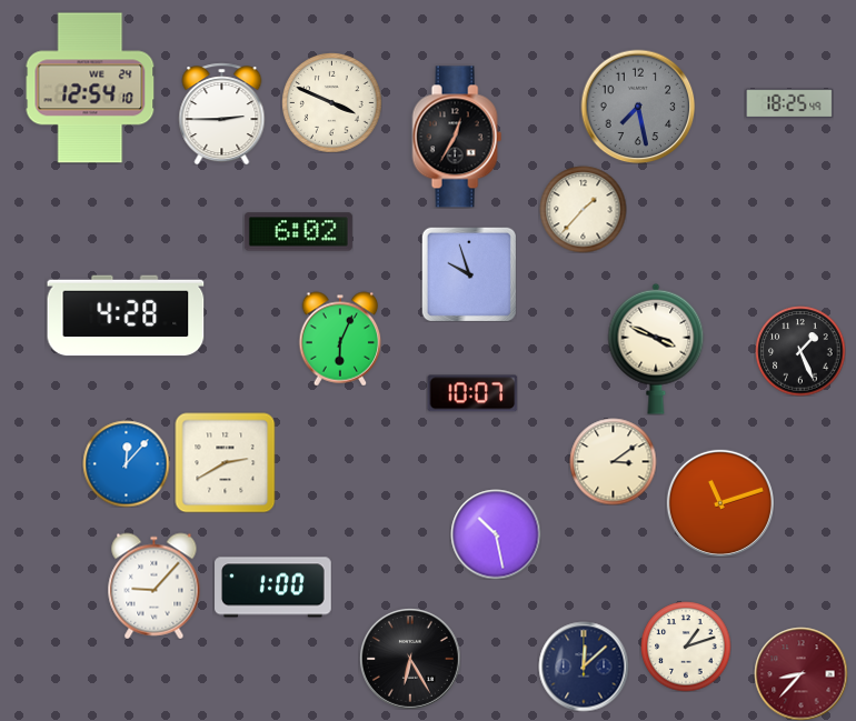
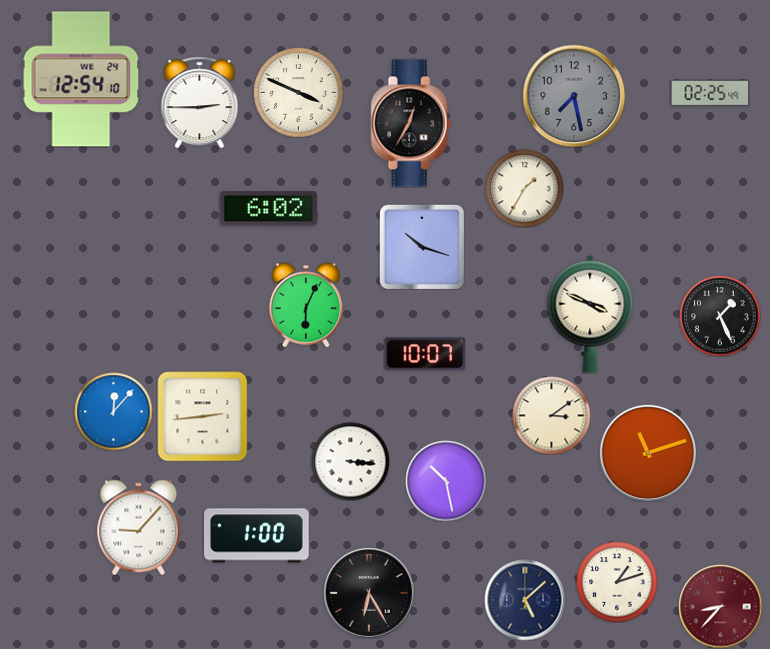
clock at (789, 103): 18:25 -> 02:25
clock at (583, 209): 1:37 -> 1:35
clock at (469, 274): 9:57 -> 10:18
clock at (126, 316): 4:28 -> none
clock at (225, 462): 2:40 -> 2:44
clock at (126, 463) position: (126, 463) -> (113, 411)
clock at (350, 461): none -> 3:16
clock at (273, 588) position: (273, 588) -> (257, 536)
clock at (584, 667): 12:08 -> 5:08
